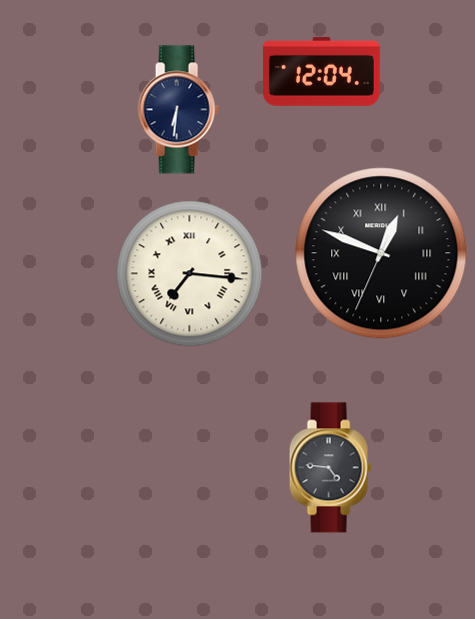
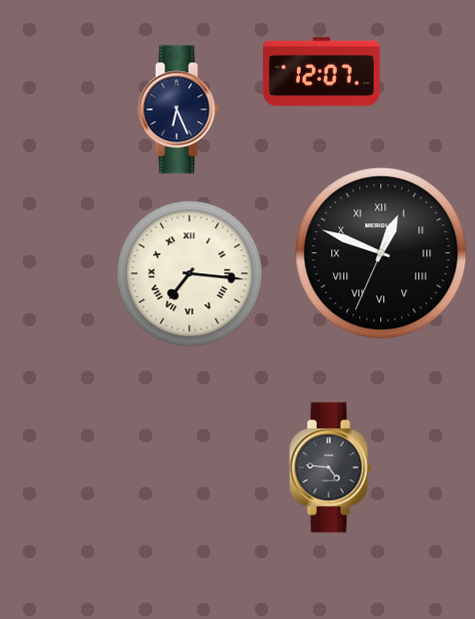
clock at (321, 71): 12:04 -> 12:07
clock at (178, 110): 6:31 -> 6:26
